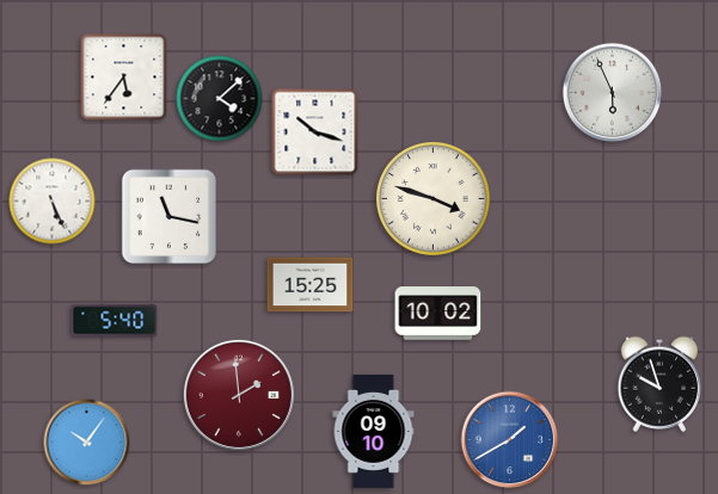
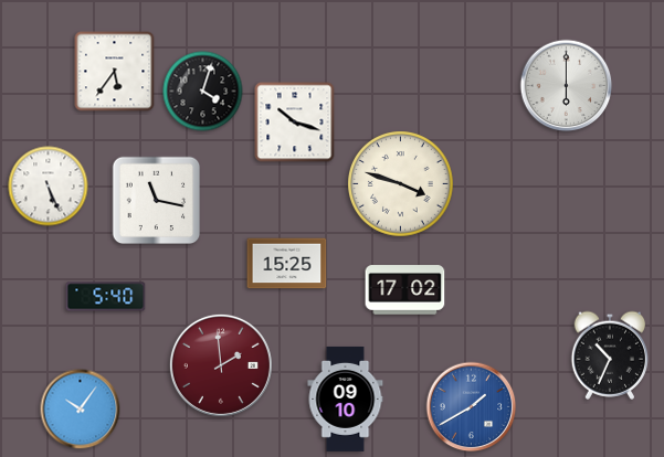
clock at (613, 93): 5:56 -> 6:00
clock at (220, 99): 4:08 -> 4:03
clock at (315, 132) position: (315, 132) -> (295, 123)
clock at (438, 314): 10:02 -> 17:02
clock at (658, 384): 9:57 -> 10:34
